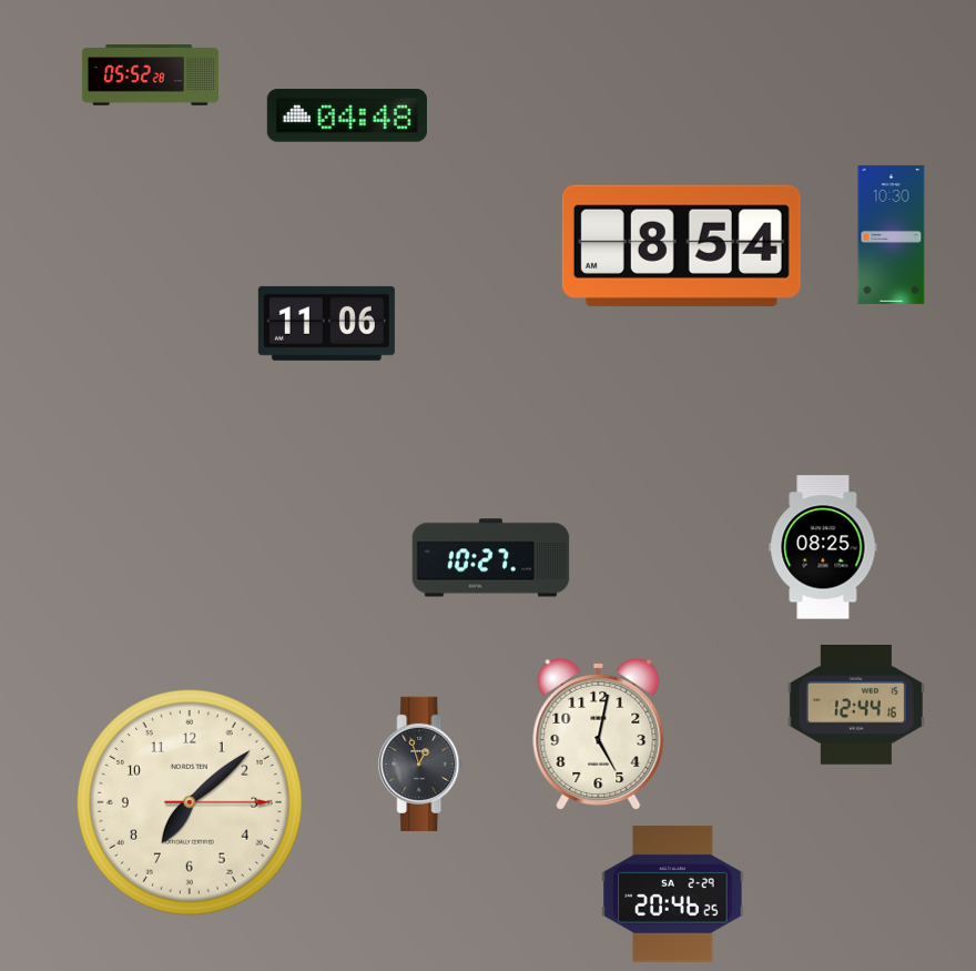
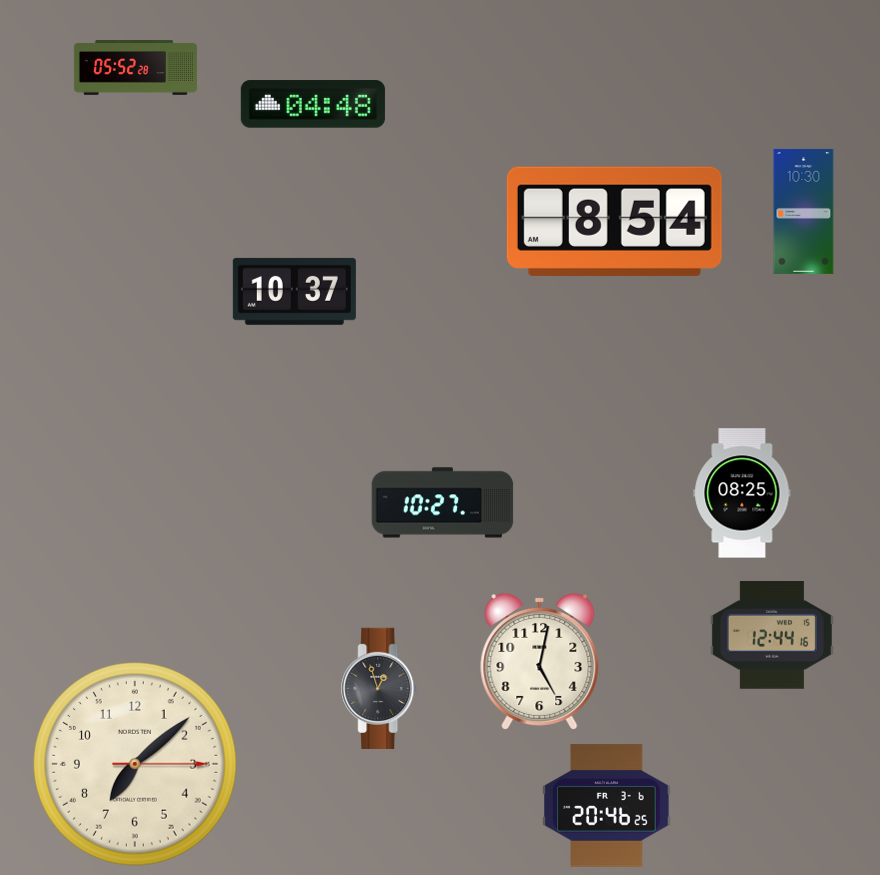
clock at (326, 323): 11:06 -> 10:37
clock at (191, 803) position: (191, 803) -> (136, 765)
clock at (673, 894) date: SA 2-29 -> FR 3-6
